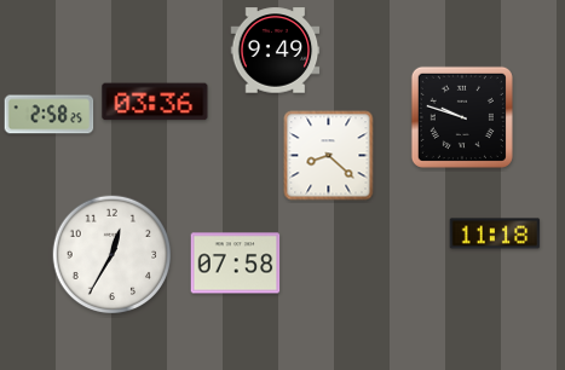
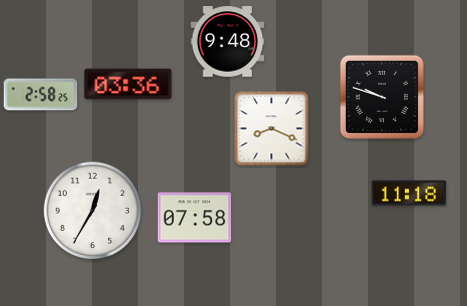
clock at (276, 51): 9:49 -> 9:48
clock at (329, 156): 8:22 -> 8:19
